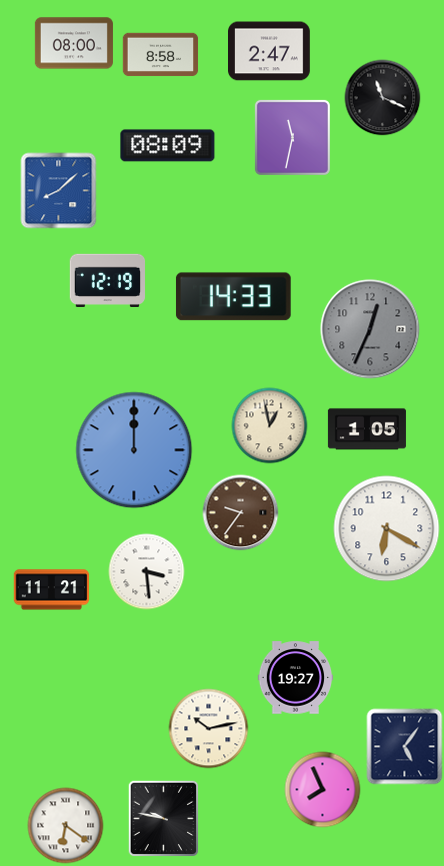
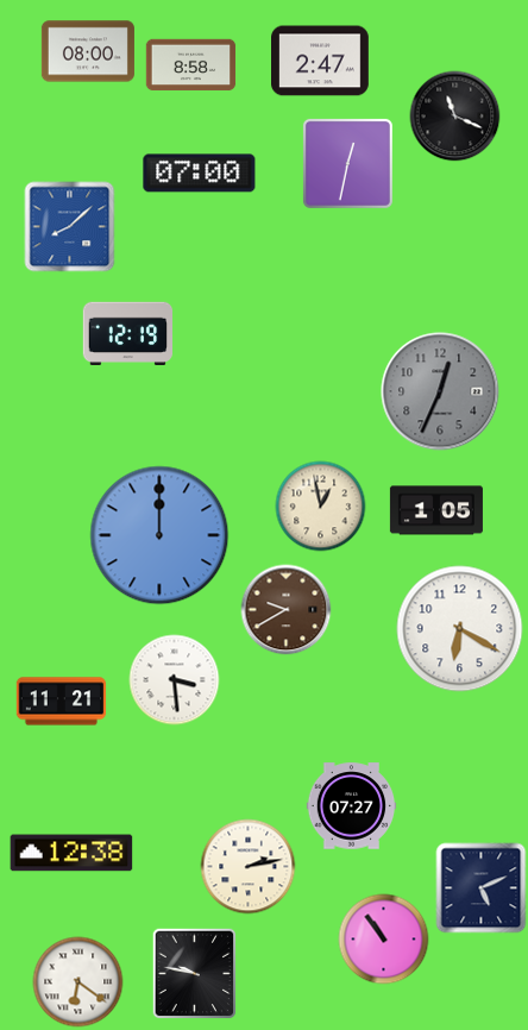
clock at (292, 137): 11:32 -> 12:32
clock at (168, 146): 08:09 -> 07:00
clock at (233, 297): 14:33 -> none
clock at (241, 513): 9:36 -> 9:40
clock at (296, 678): 19:27 -> 07:27
clock at (71, 853): none -> 12:38
clock at (209, 729): 10:13 -> 2:13
clock at (405, 747): 5:06 -> 5:11
clock at (323, 790): 7:56 -> 10:54
